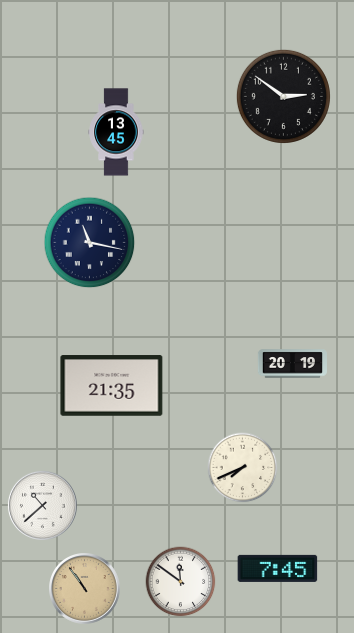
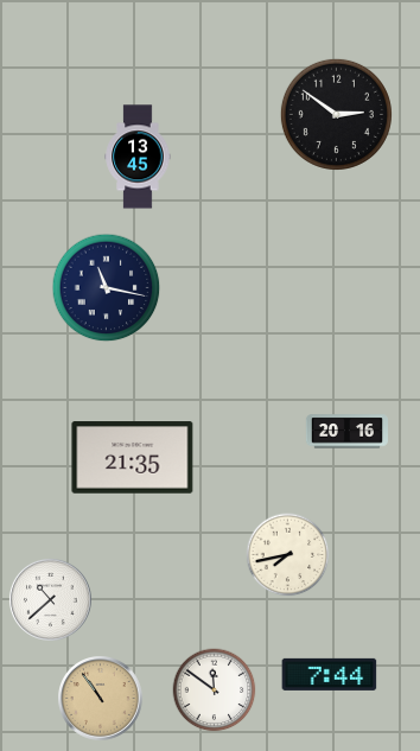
clock at (292, 364): 20:19 -> 20:16
clock at (243, 468): 7:41 -> 7:43
clock at (278, 568): 7:45 -> 7:44
